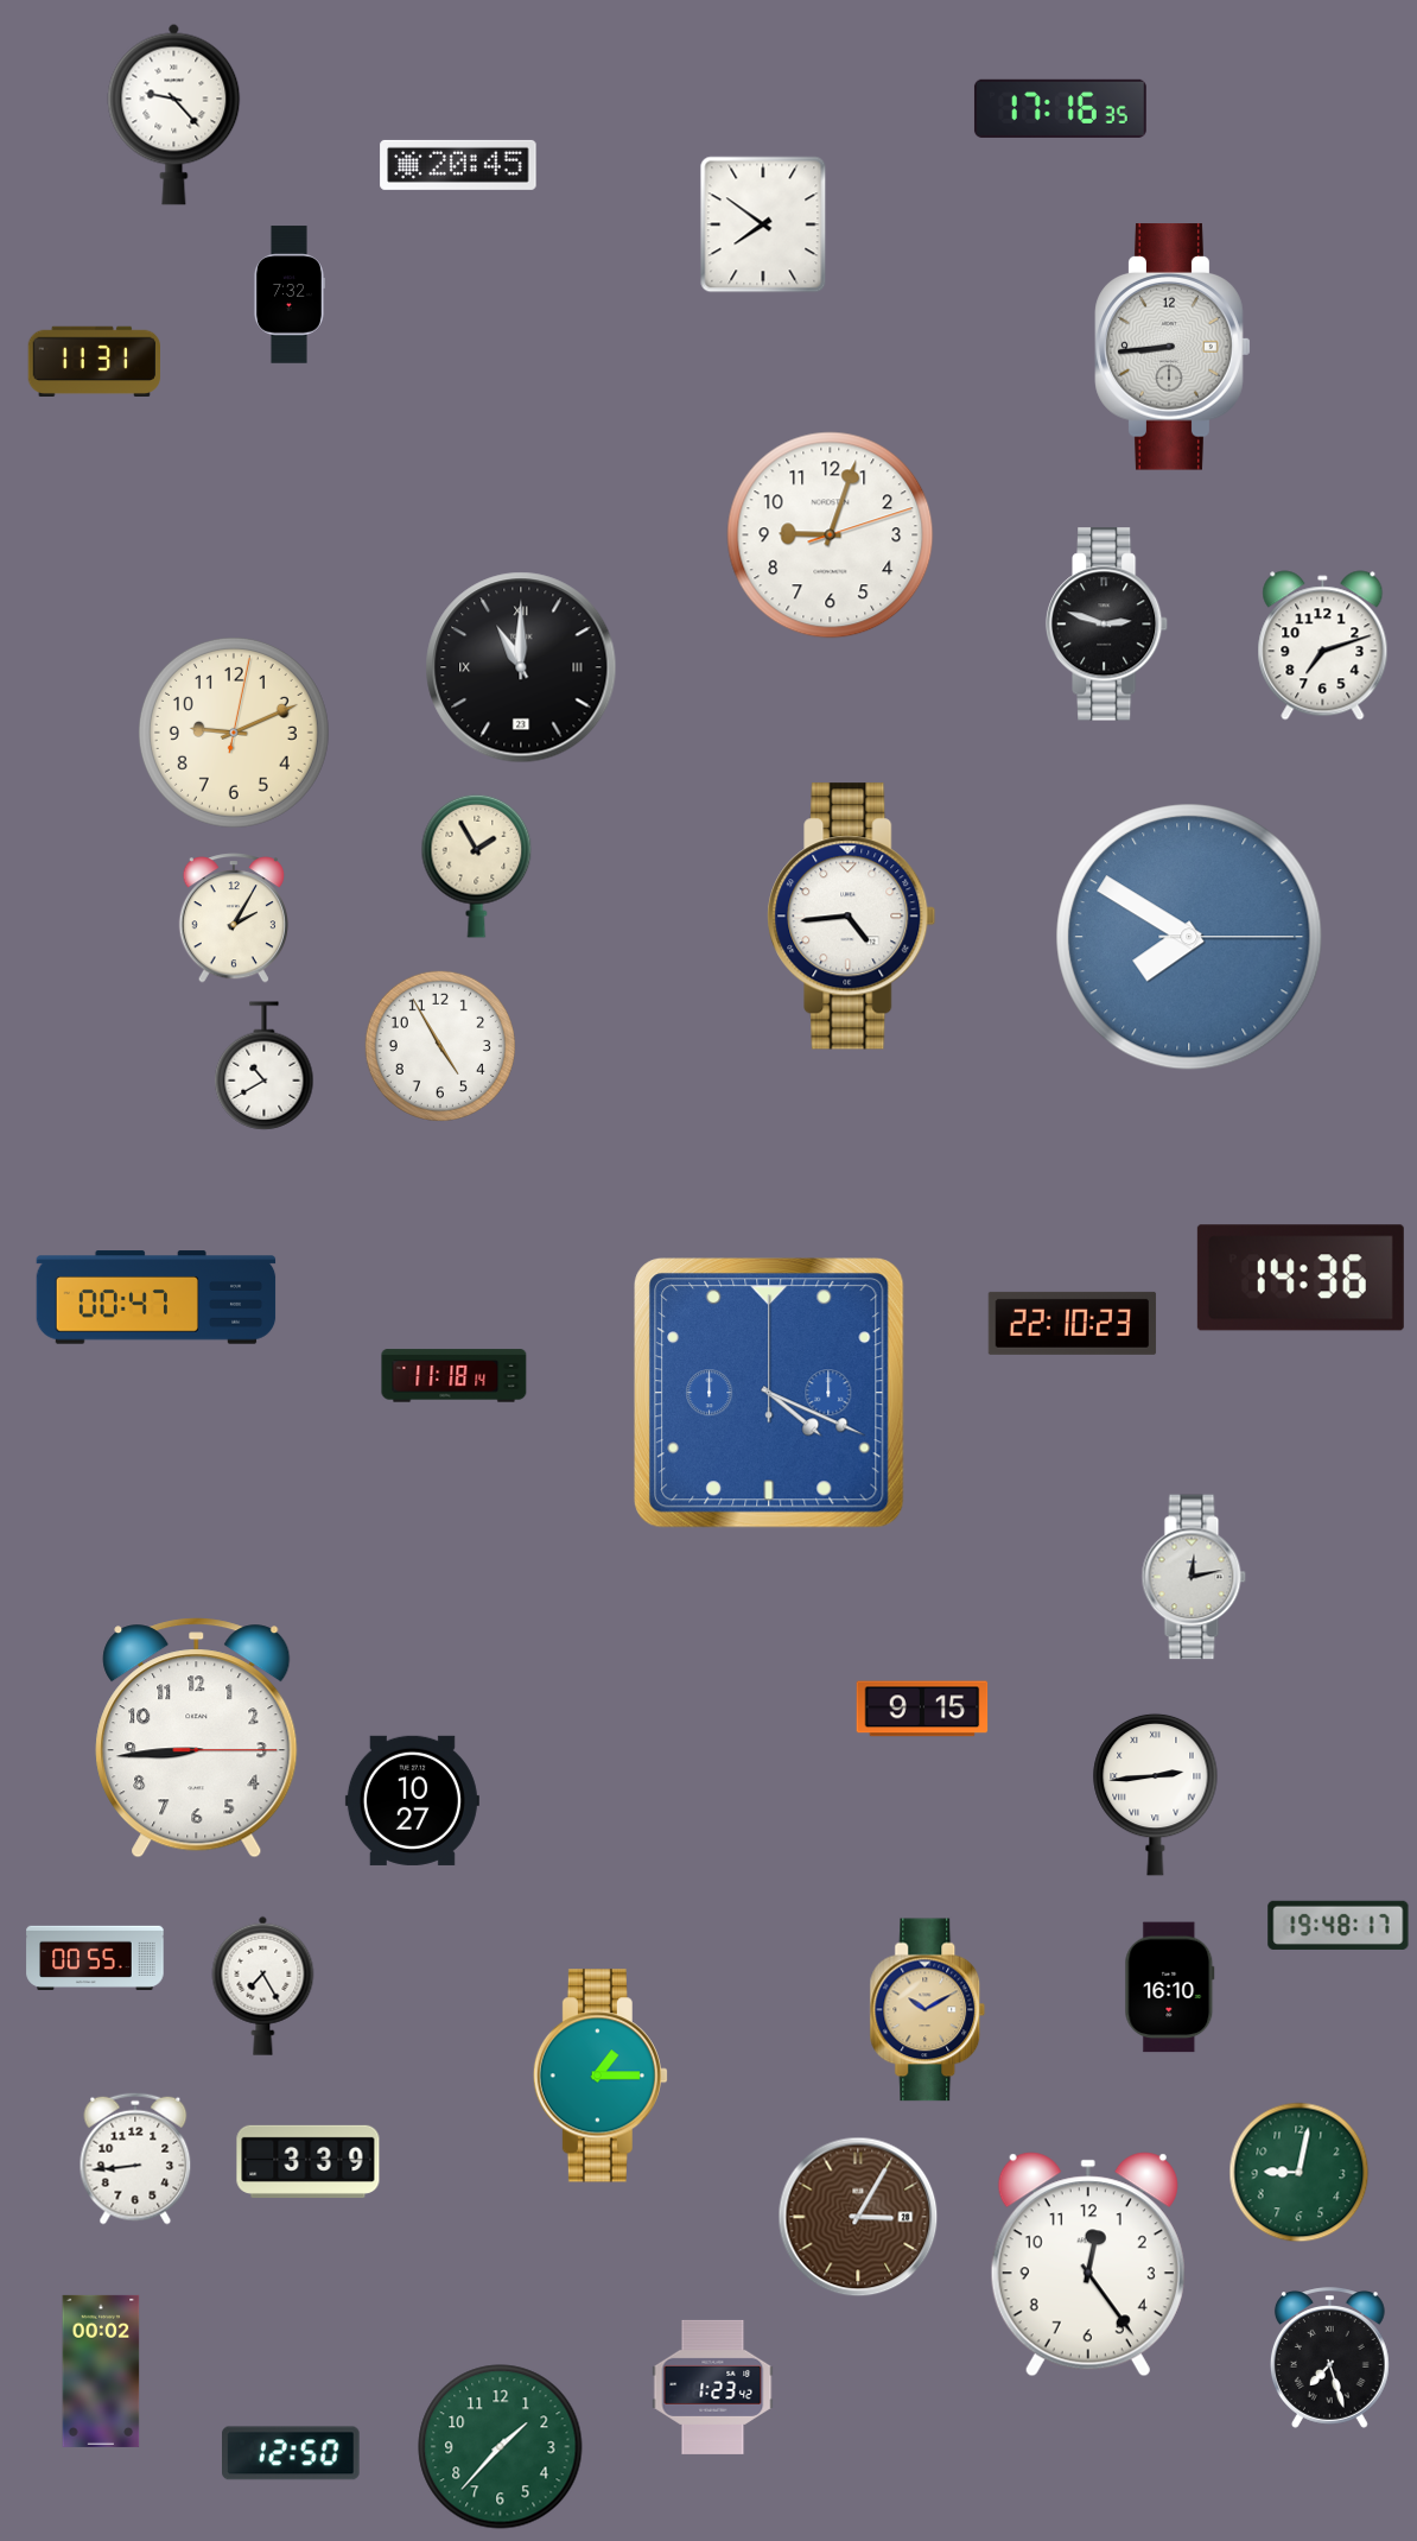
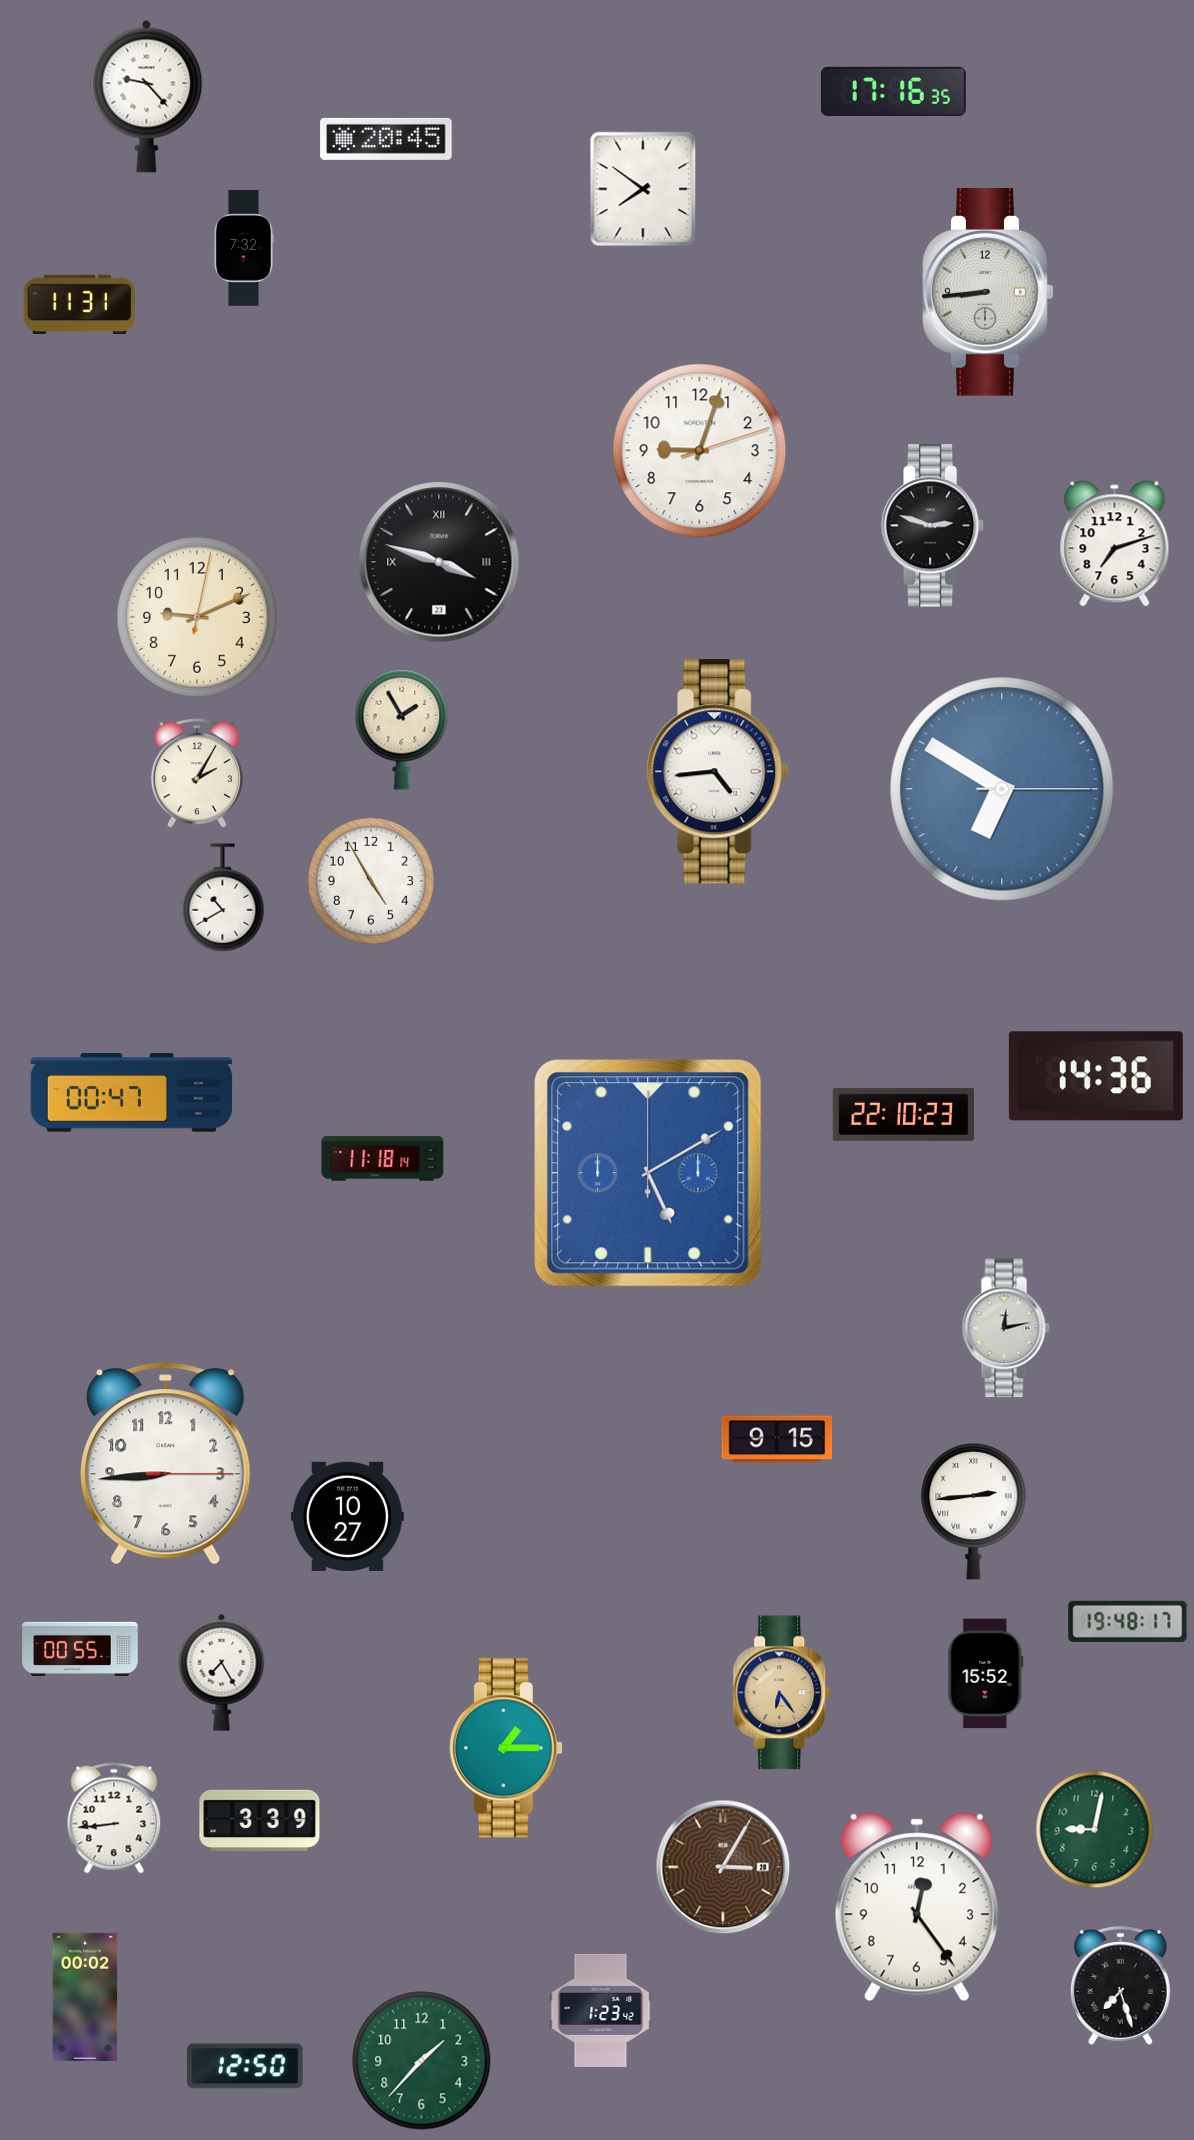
clock at (521, 667): 11:00 -> 3:48
clock at (1189, 937): 7:50 -> 6:50
clock at (769, 1393): 4:19 -> 5:10
clock at (1170, 1988): 16:10 -> 15:52
clock at (928, 2010): 10:10 -> 6:24
